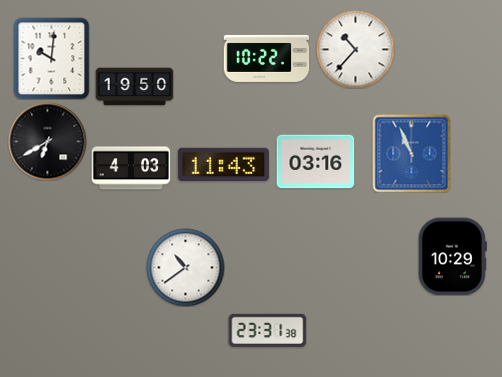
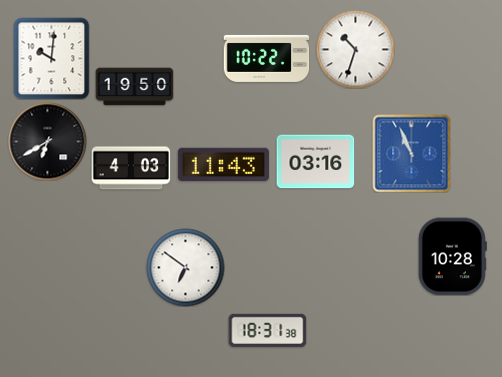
clock at (355, 49): 10:37 -> 10:33
clock at (452, 256): 10:29 -> 10:28
clock at (185, 267): 10:39 -> 6:51
clock at (267, 330): 23:31 -> 18:31
